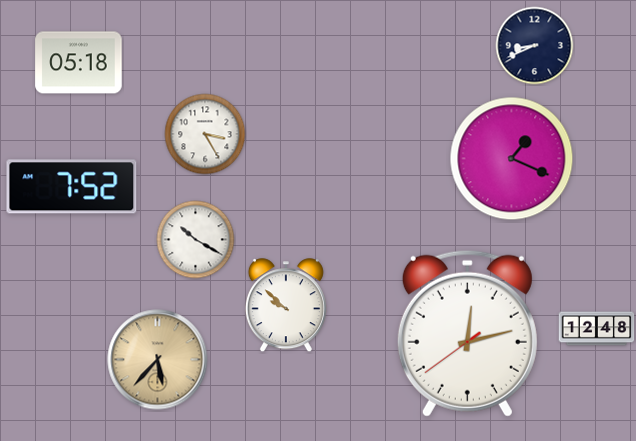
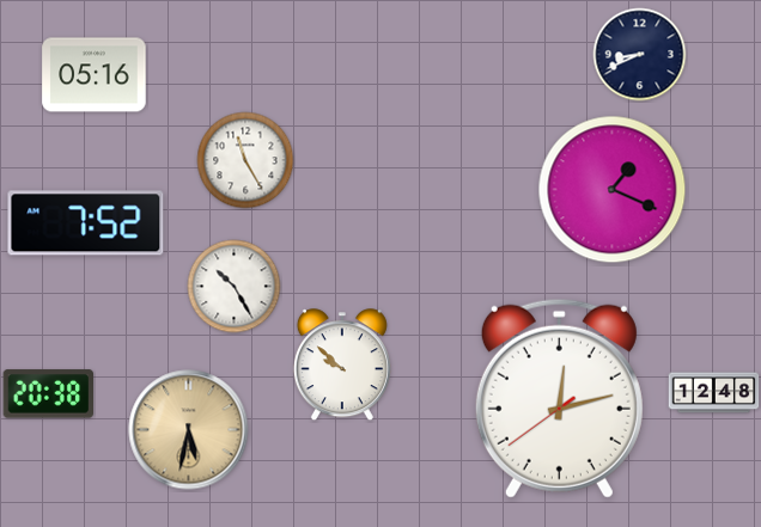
clock at (79, 63): 05:18 -> 05:16
clock at (205, 134): 3:25 -> 11:25
clock at (196, 240): 10:20 -> 10:25
clock at (49, 394): none -> 20:38
clock at (158, 360): 5:37 -> 5:32
